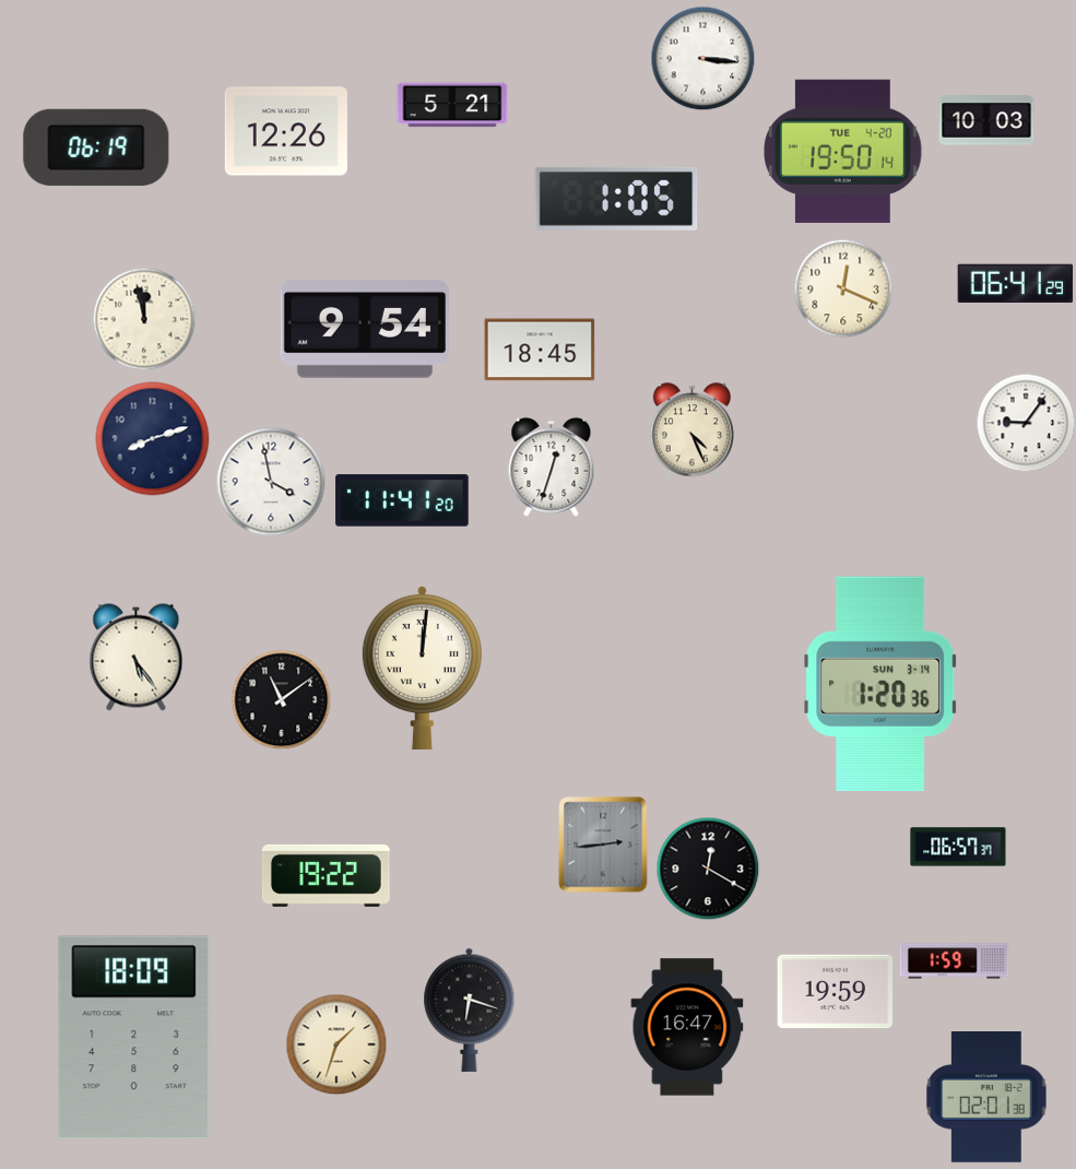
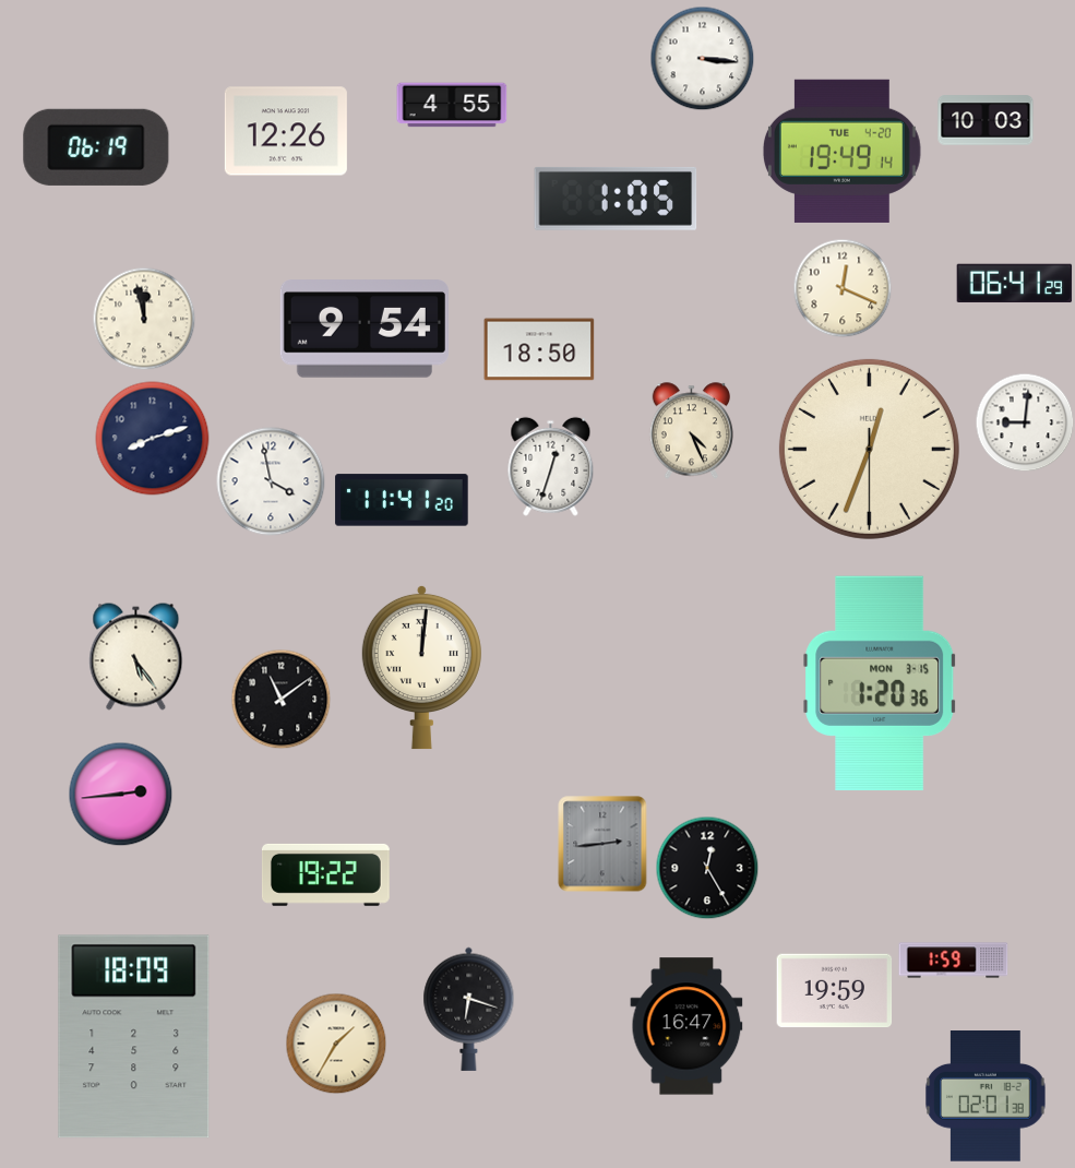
clock at (452, 105): 5:21 -> 4:55
clock at (842, 151): 19:50 -> 19:49
clock at (540, 350): 18:45 -> 18:50
clock at (1026, 423): 9:06 -> 9:01
clock at (869, 449): none -> 12:33
clock at (880, 684) date: SUN 3-14 -> MON 3-15
clock at (120, 794): none -> 2:44
clock at (958, 847): 06:57 -> none
clock at (708, 869): 12:20 -> 12:25
clock at (336, 1044): 1:33 -> 1:35
